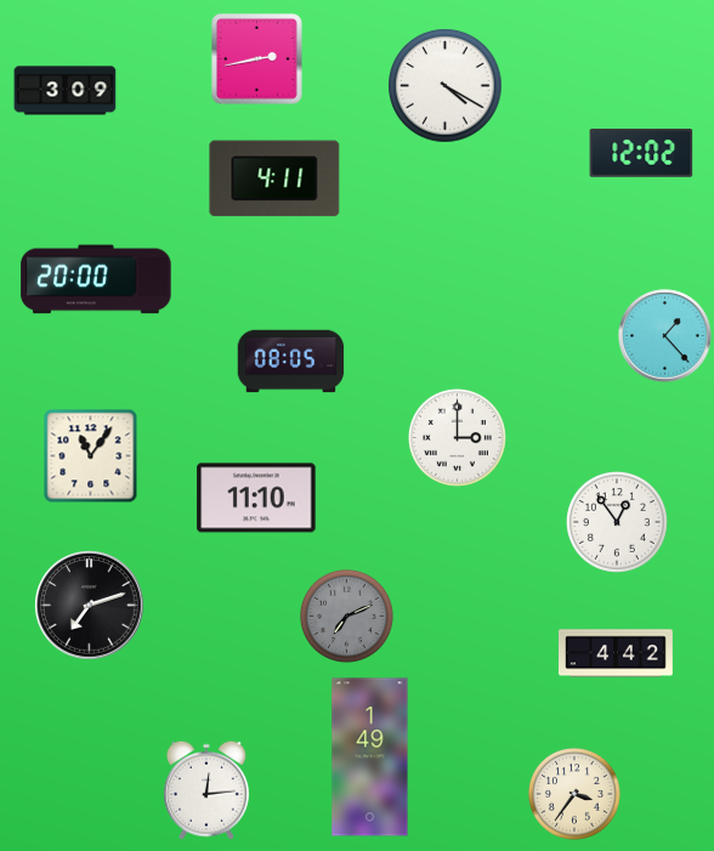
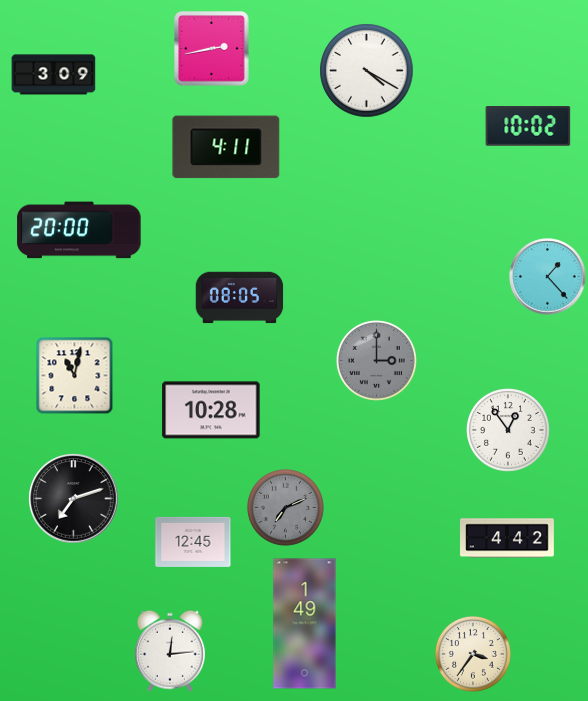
clock at (641, 153): 12:02 -> 10:02
clock at (458, 438) dial: white -> grey
clock at (91, 456): 11:06 -> 11:02
clock at (256, 498): 11:10 -> 10:28
clock at (193, 542): none -> 12:45
